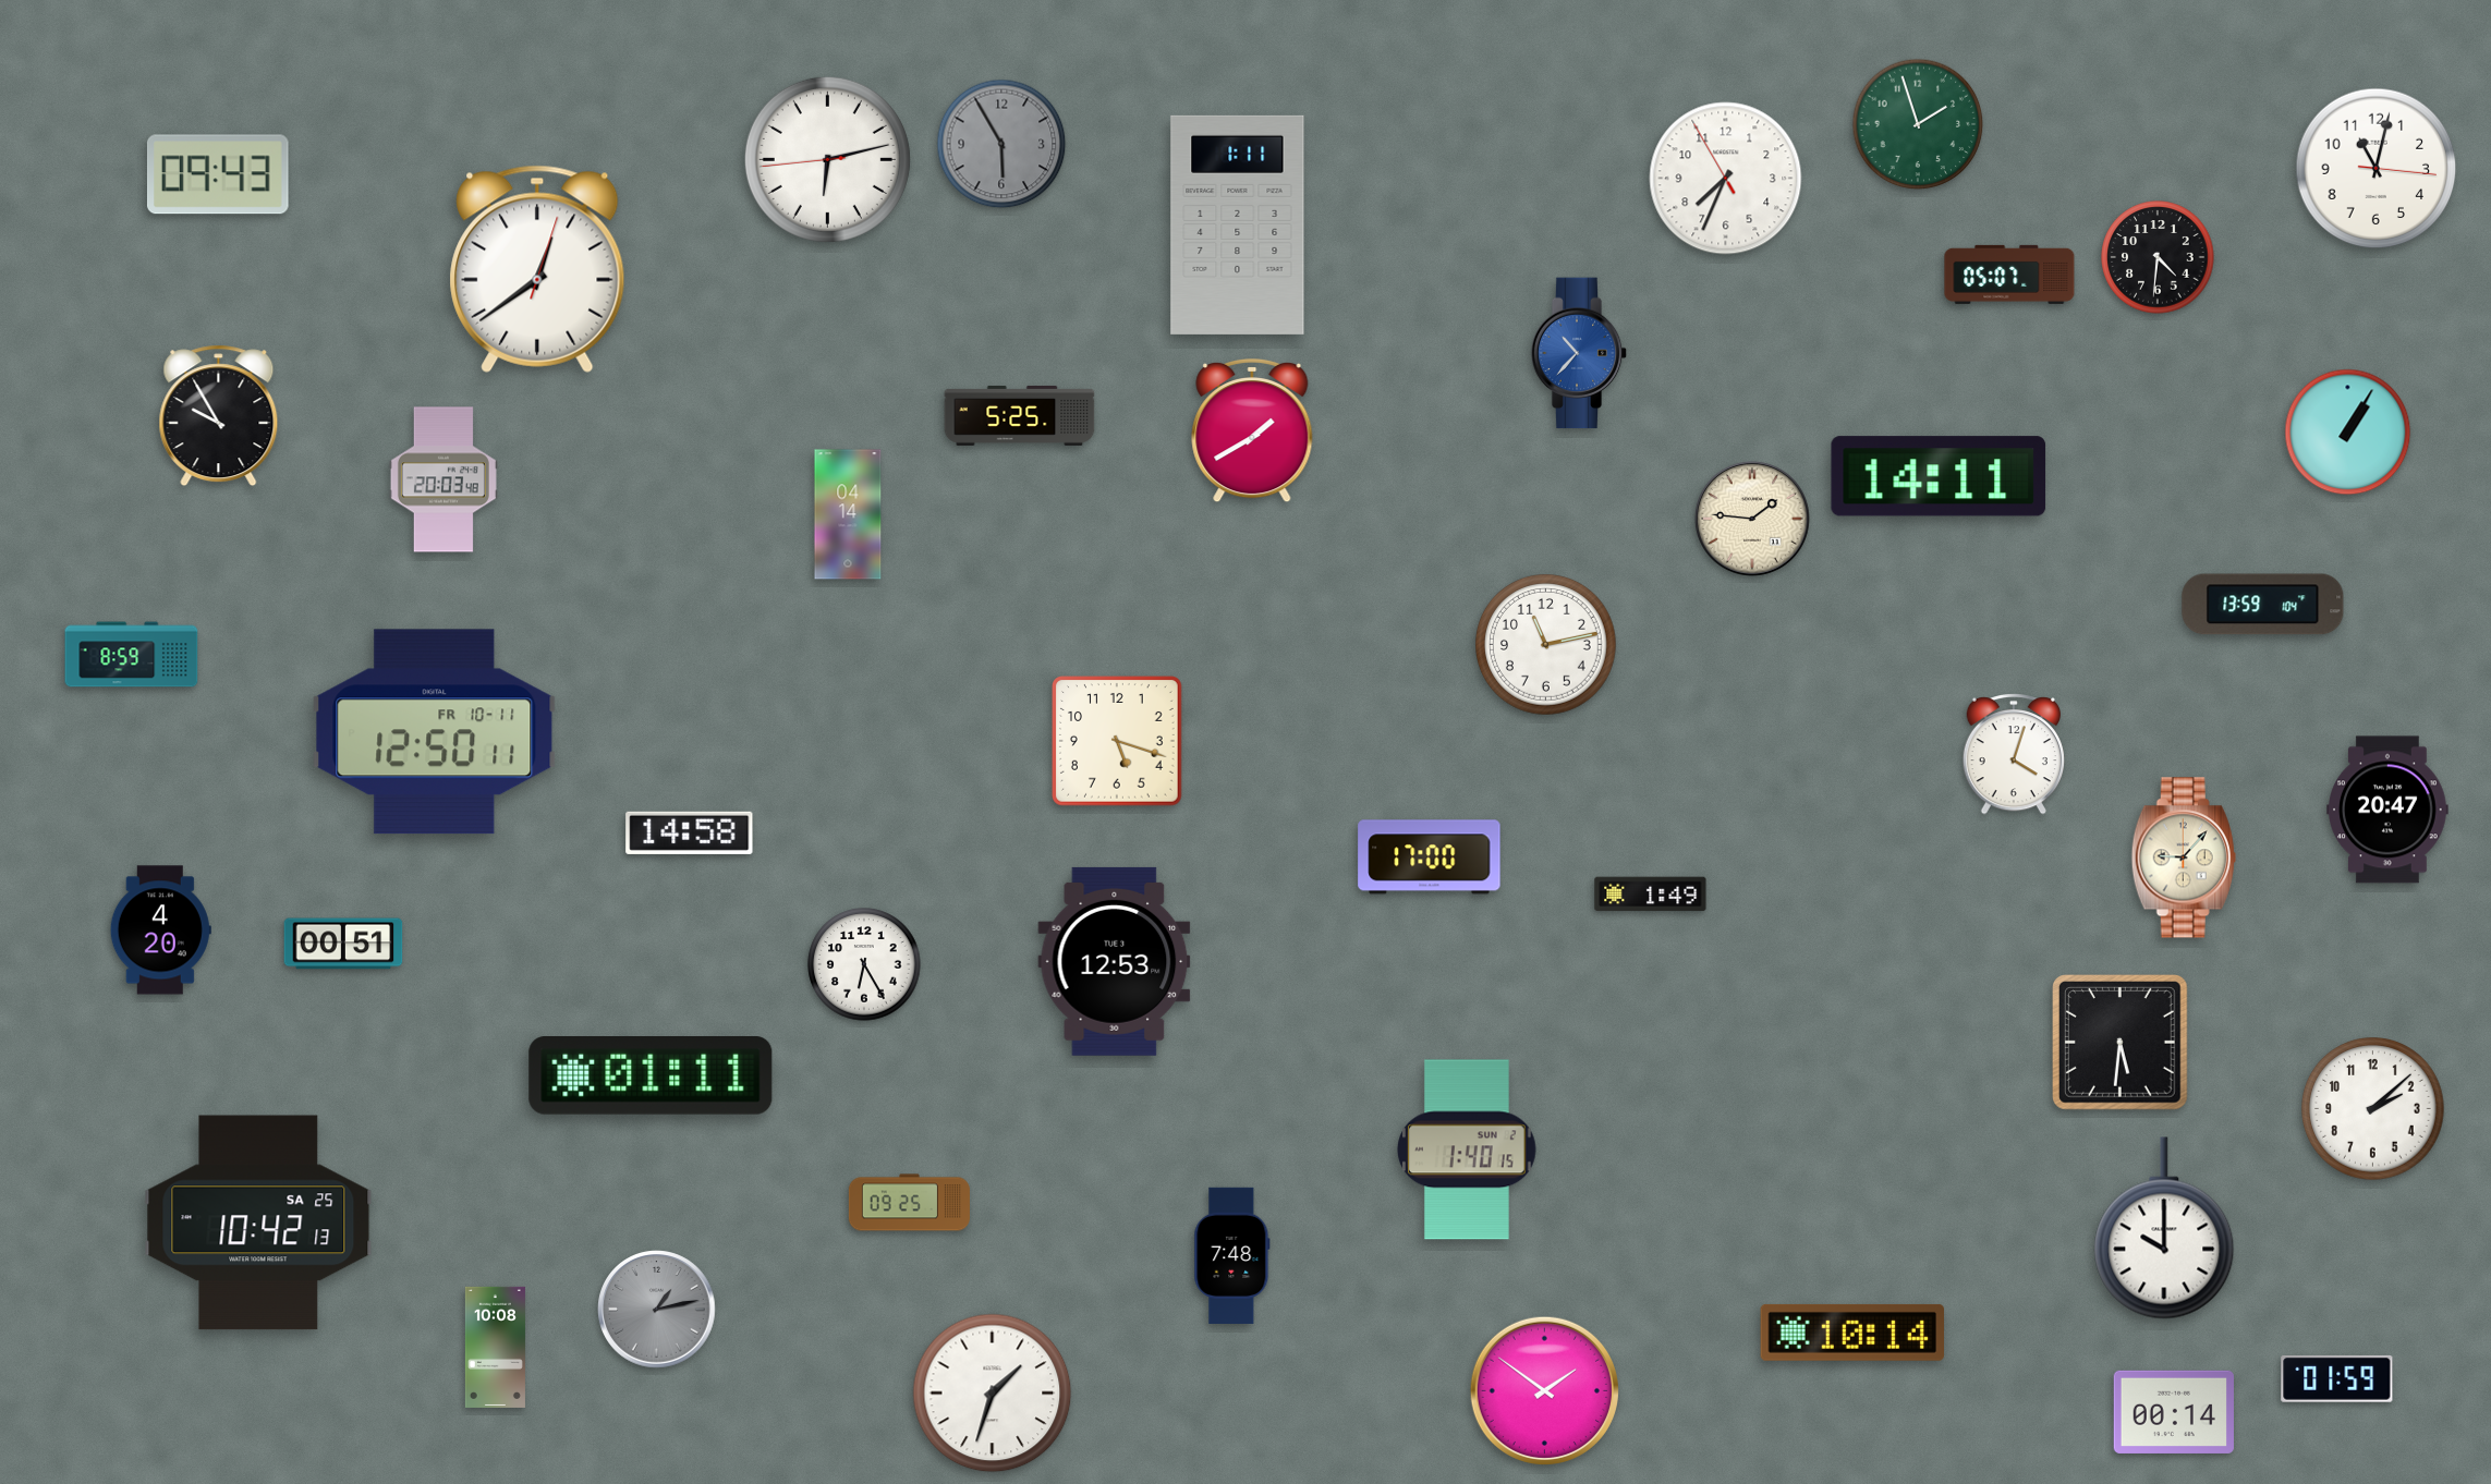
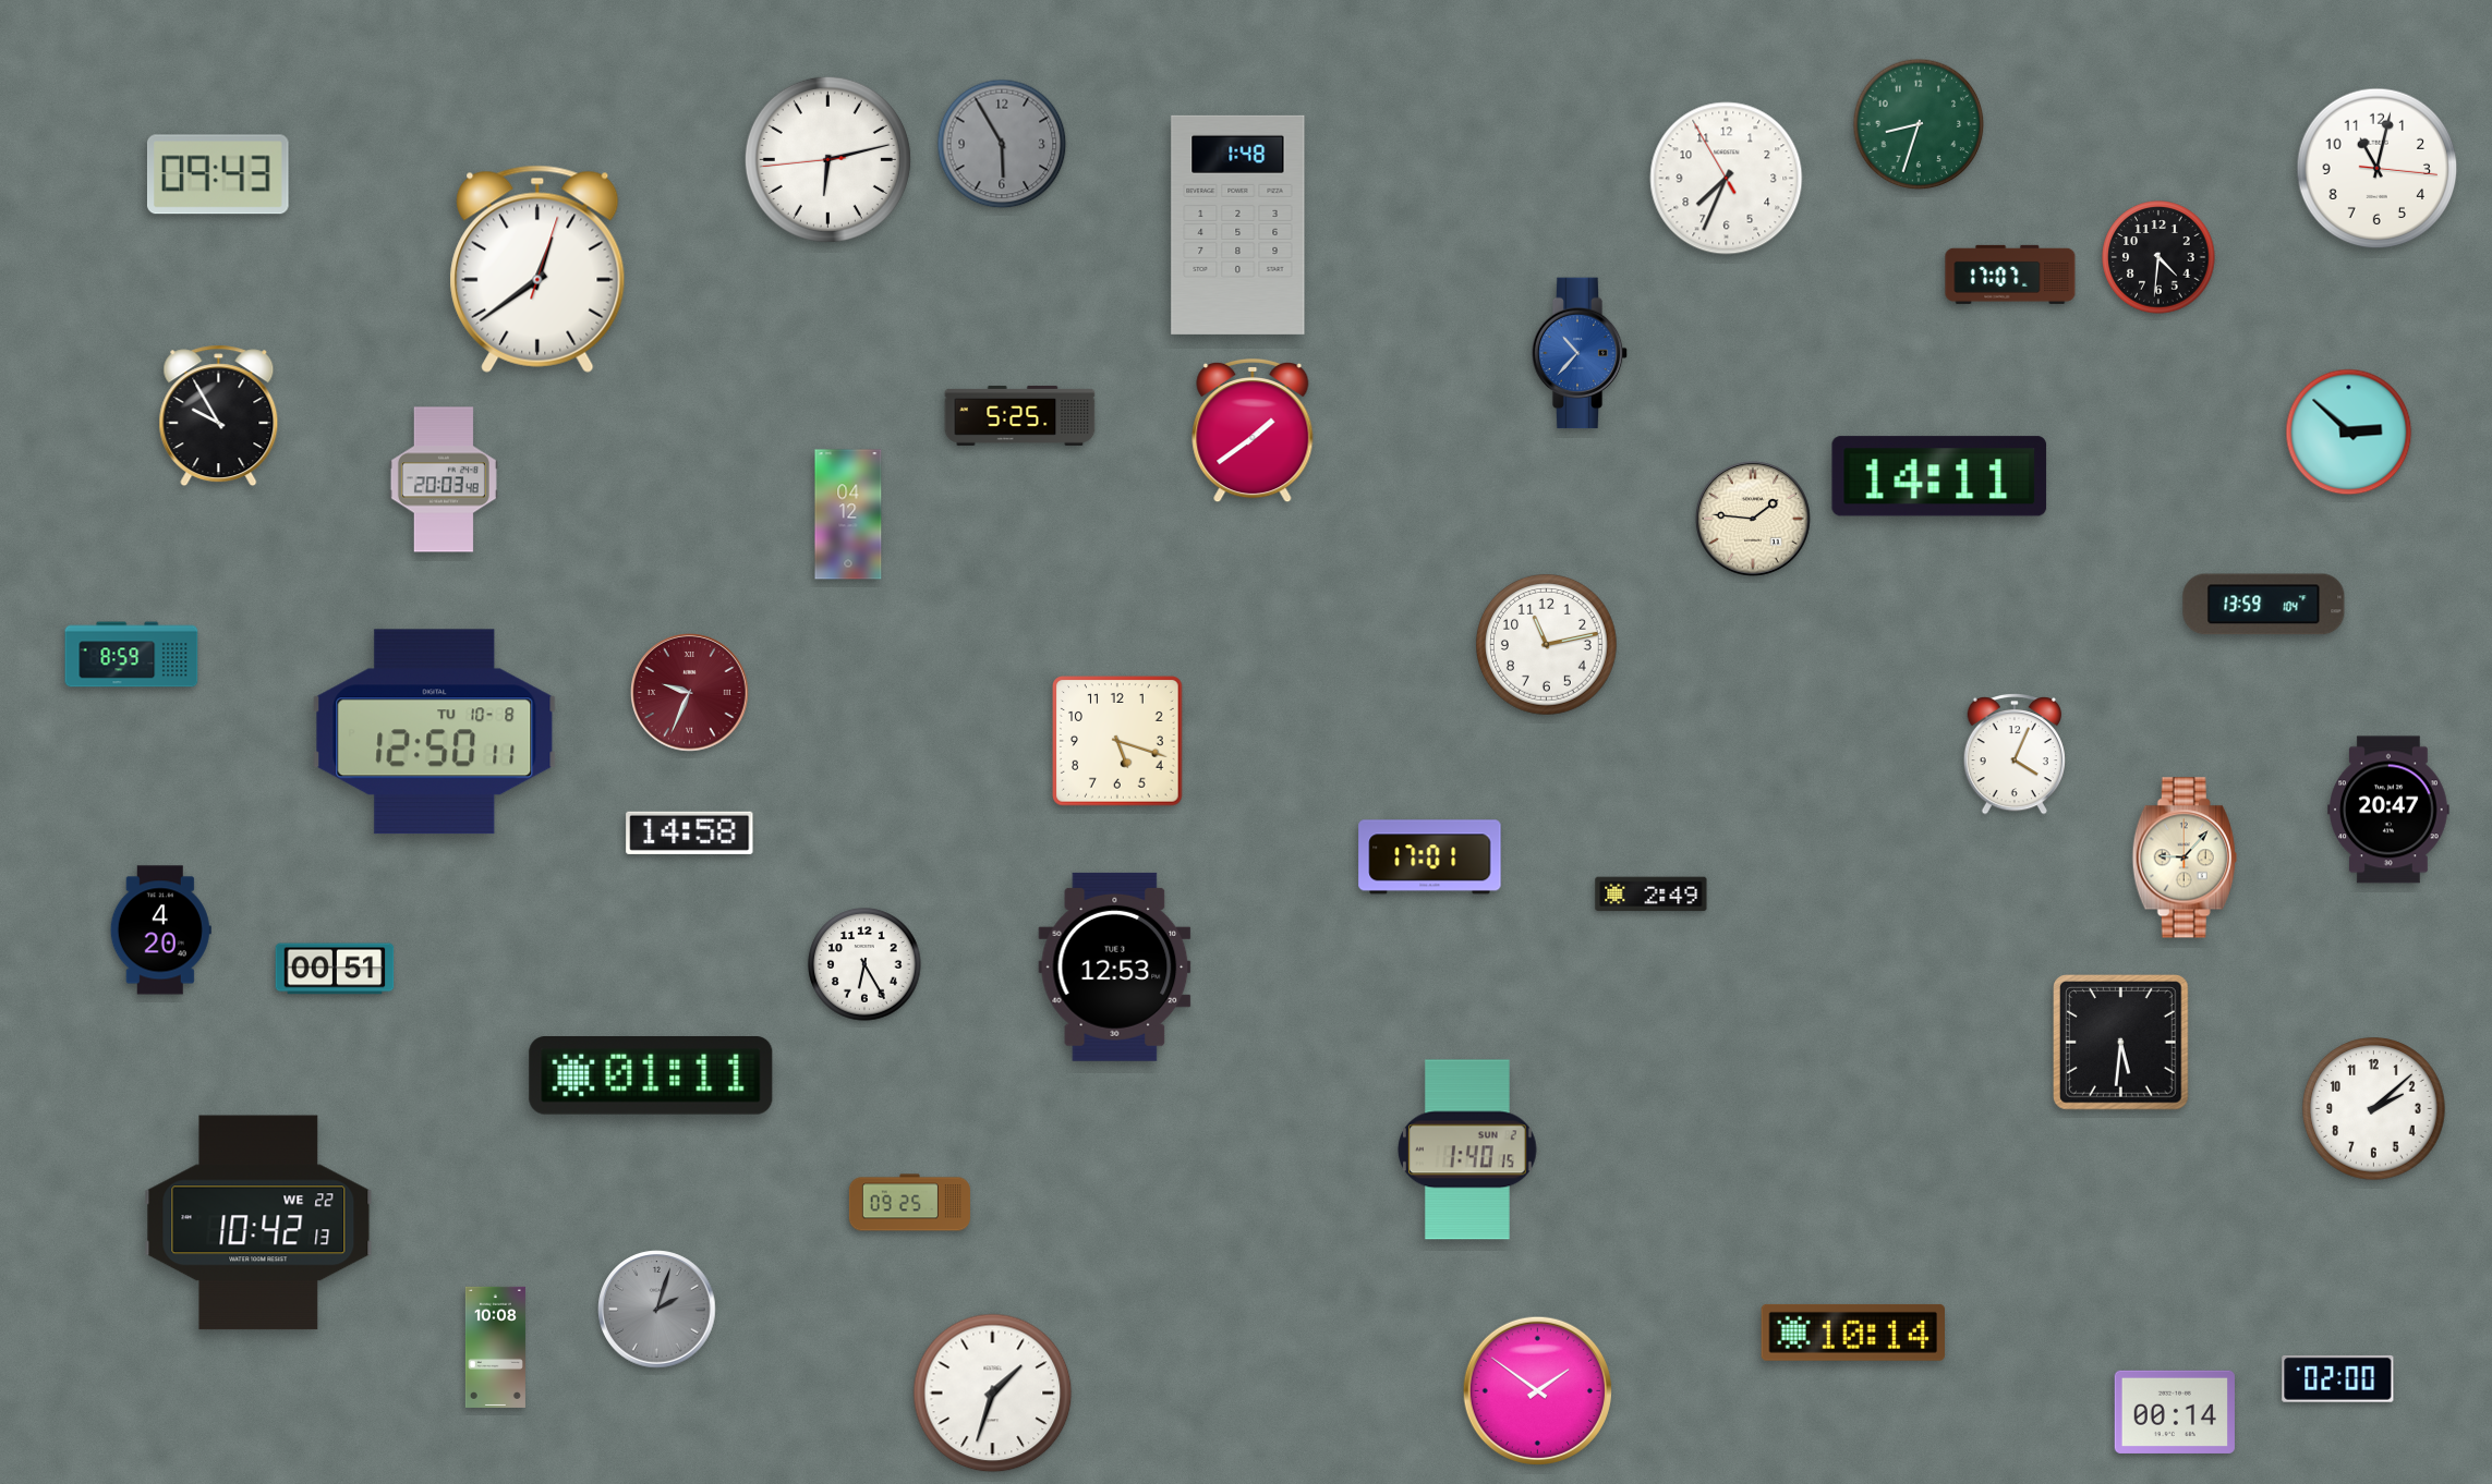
clock at (1918, 124): 1:57 -> 8:33
clock at (1238, 224): 1:11 -> 1:48
clock at (2009, 275): 05:07 -> 17:07
clock at (1252, 430): 1:40 -> 1:39
clock at (2348, 433): 1:05 -> 2:52
clock at (848, 514): 04:14 -> 04:12
clock at (690, 693): none -> 9:34
clock at (435, 732) date: FR 10-11 -> TU 10-8
clock at (2013, 754): 4:03 -> 4:04
clock at (1430, 857): 17:00 -> 17:01
clock at (1651, 895): 1:49 -> 2:49
clock at (343, 944) position: (343, 944) -> (335, 969)
clock at (1115, 961) position: (1115, 961) -> (1115, 966)
clock at (258, 1223) date: SA 25 -> WE 22
clock at (2164, 1228): 10:00 -> none
clock at (1232, 1255): 7:48 -> none
clock at (657, 1310): 1:13 -> 2:03
clock at (2337, 1378): 01:59 -> 02:00
clock at (1544, 1390) position: (1544, 1390) -> (1537, 1390)
